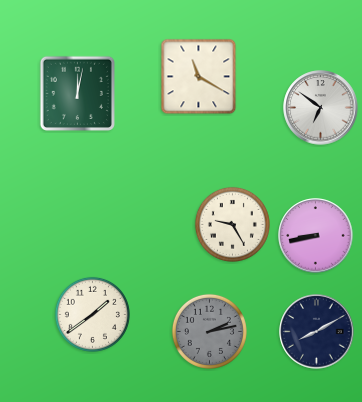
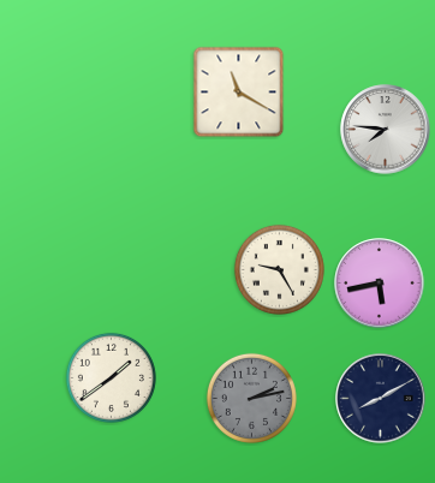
clock at (77, 93): 12:02 -> none
clock at (321, 108): 6:51 -> 7:46
clock at (316, 236): 8:43 -> 5:43
